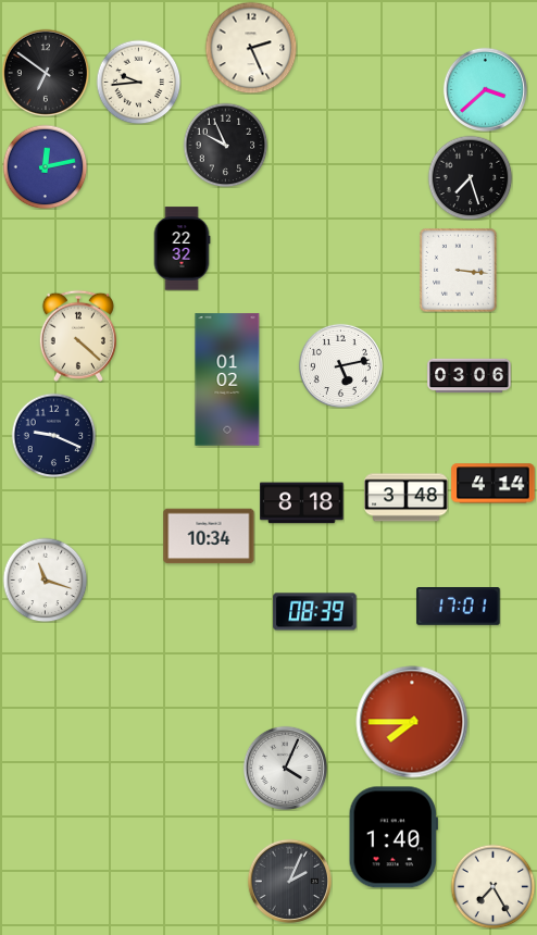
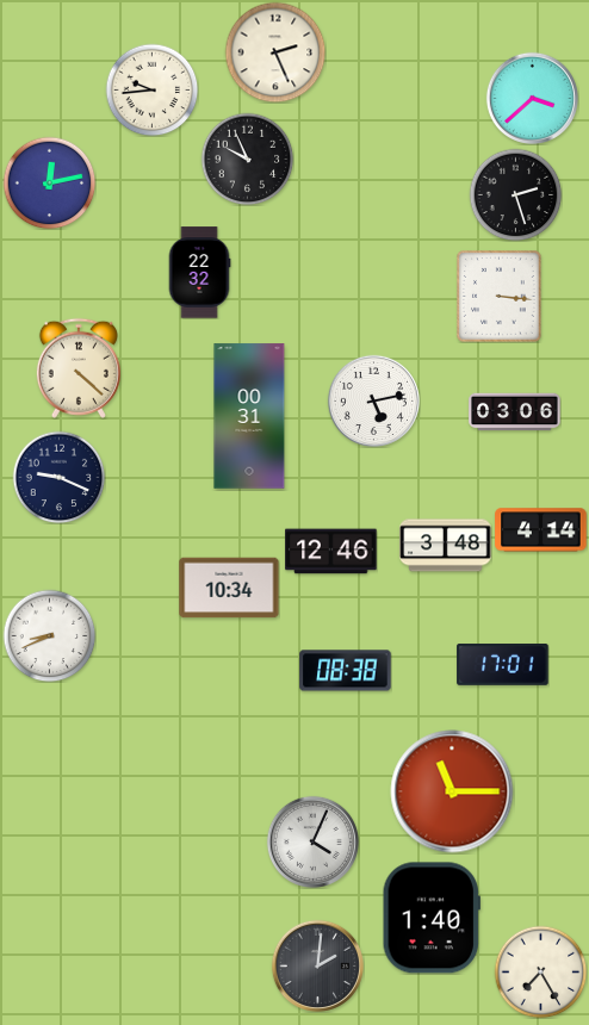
clock at (46, 73): 6:51 -> none
clock at (470, 177): 7:27 -> 2:27
clock at (459, 271) position: (459, 271) -> (500, 297)
clock at (78, 336) position: (78, 336) -> (79, 368)
clock at (227, 379): 01:02 -> 00:31
clock at (302, 503): 8:18 -> 12:46
clock at (45, 579): 11:18 -> 8:41
clock at (315, 612): 08:39 -> 08:38
clock at (412, 722): 7:45 -> 11:15
clock at (289, 881): 2:04 -> 2:01
